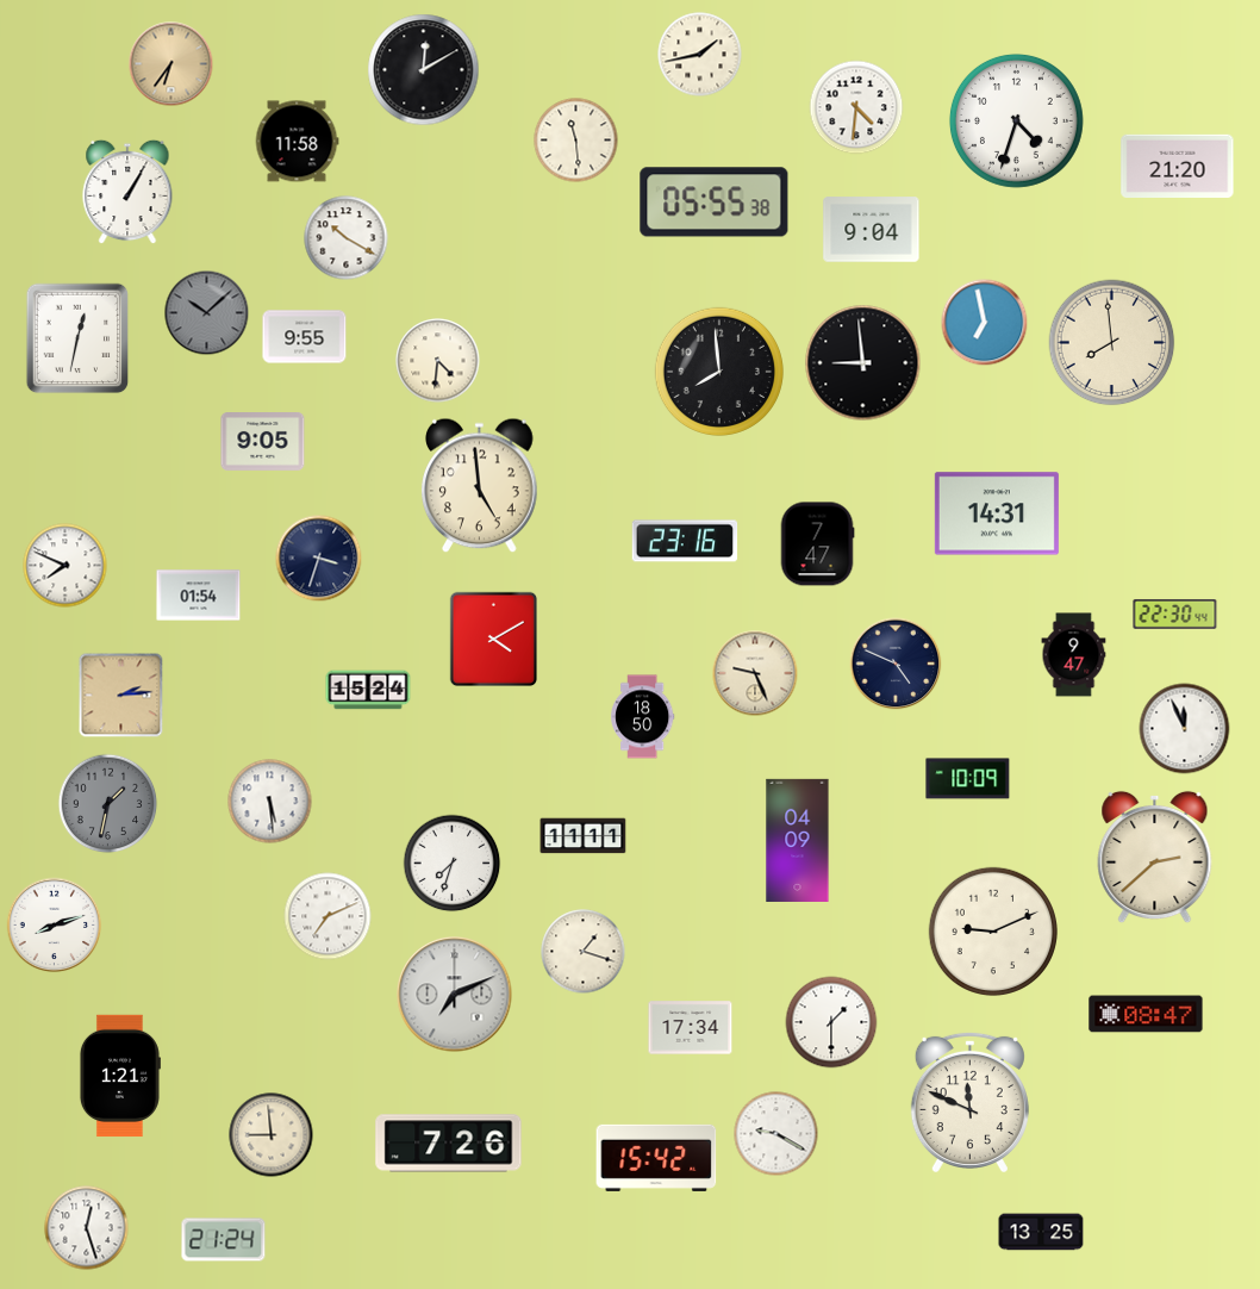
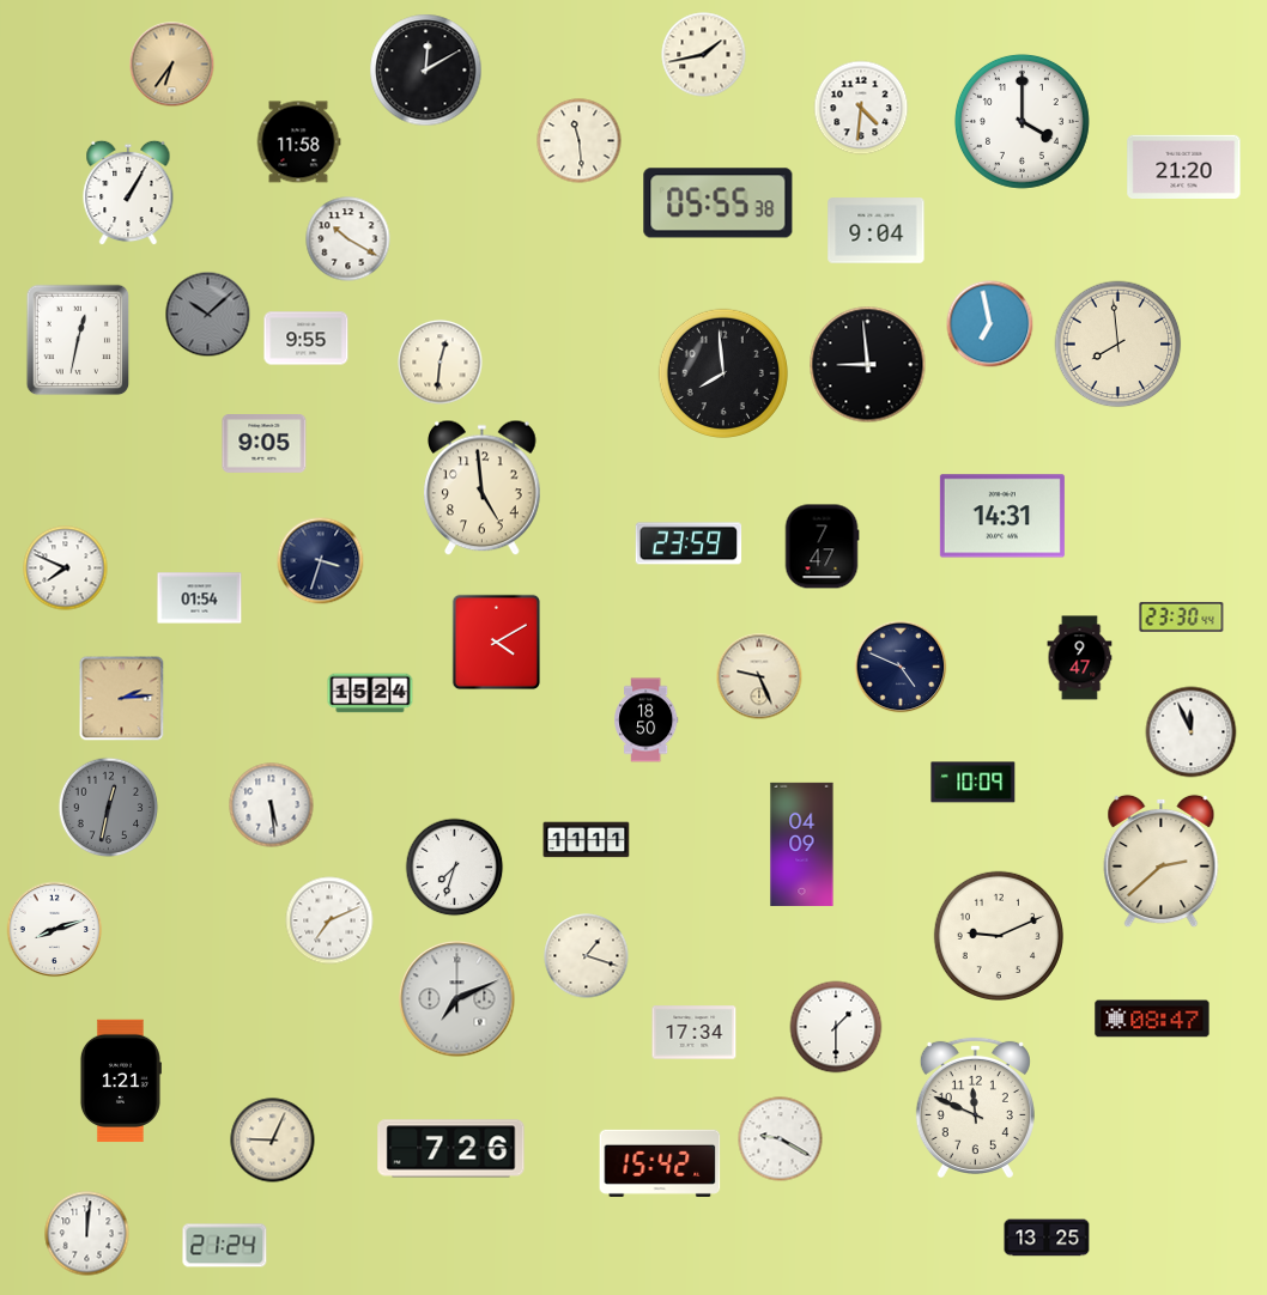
clock at (1016, 120): 4:33 -> 4:00
clock at (438, 361): 4:31 -> 12:31
clock at (685, 541): 23:16 -> 23:59
clock at (1175, 614): 22:30 -> 23:30
clock at (108, 804): 1:32 -> 12:32
clock at (272, 1135): 8:59 -> 9:04
clock at (87, 1228): 12:27 -> 12:01
